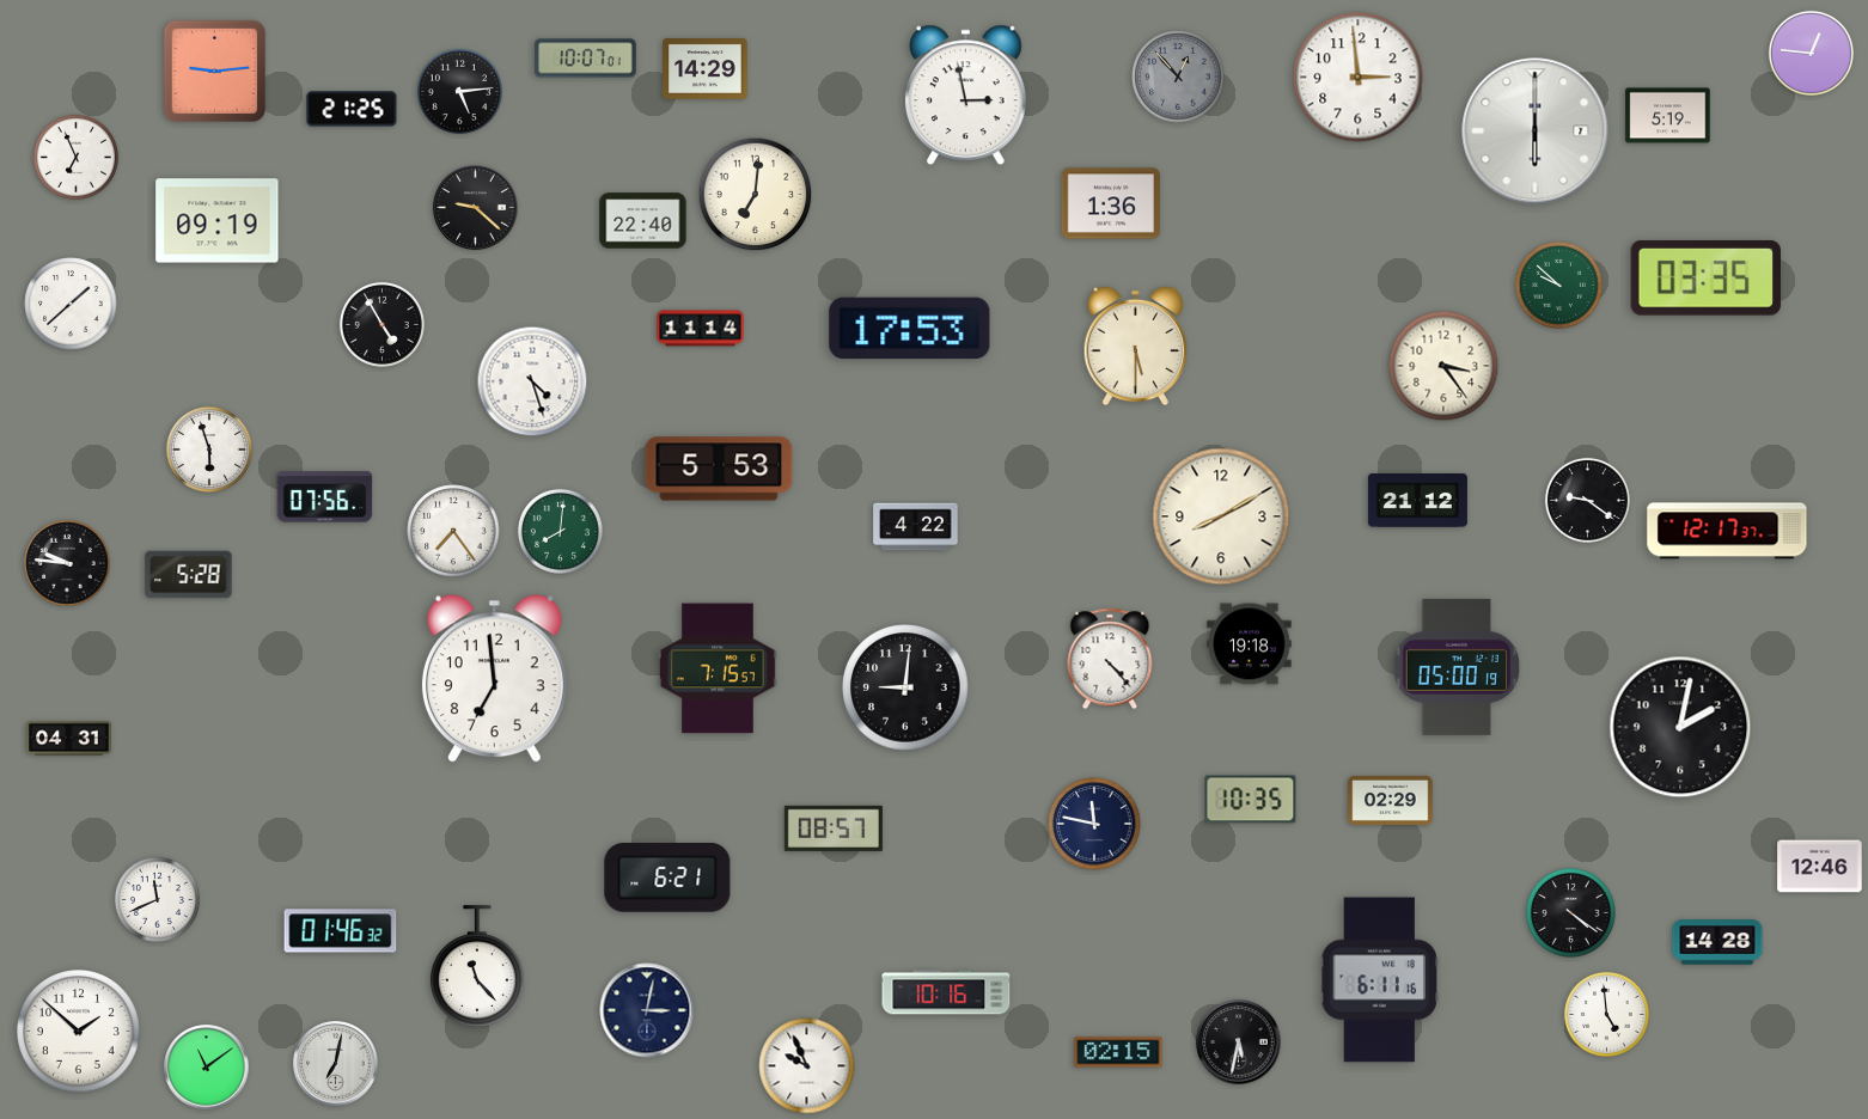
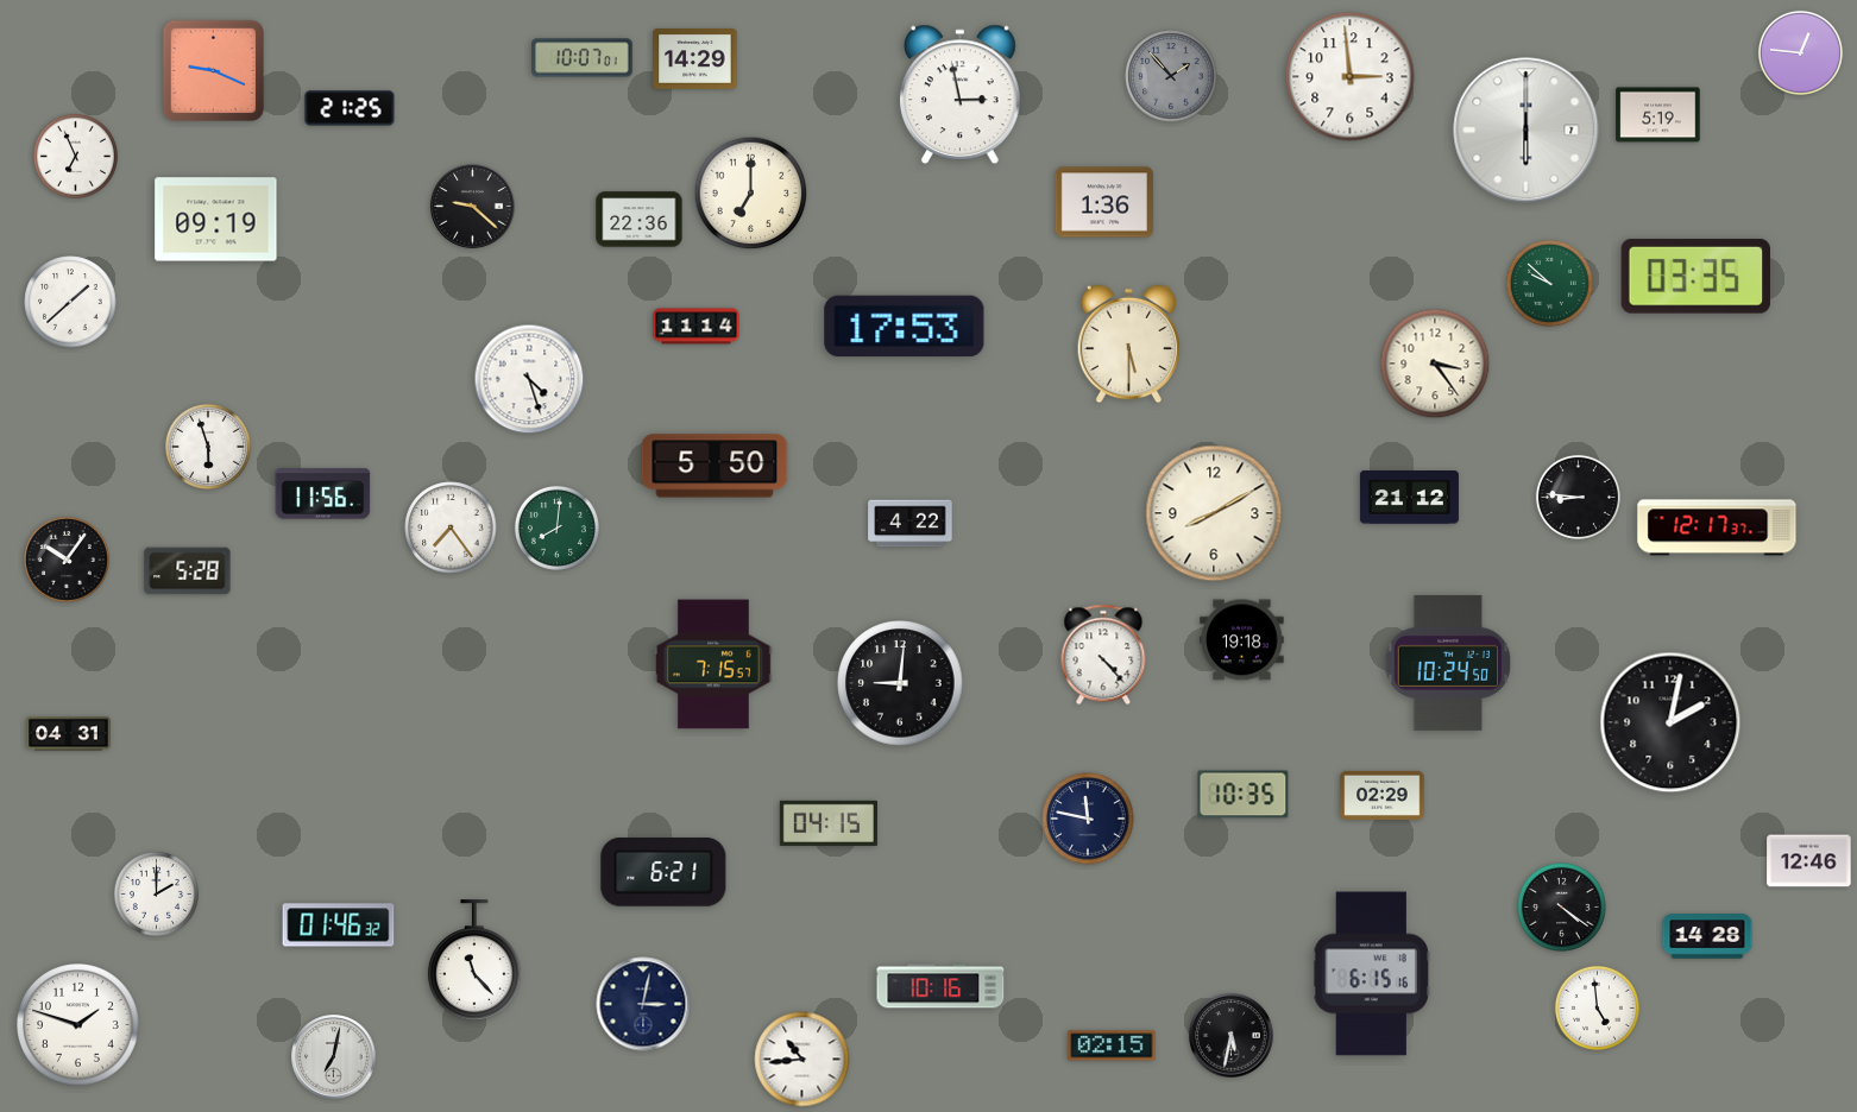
clock at (706, 69) position: (706, 69) -> (695, 59)
clock at (214, 71): 9:14 -> 9:19
clock at (1178, 77): 12:53 -> 1:53
clock at (459, 91): 5:14 -> none
clock at (756, 195): 7:01 -> 7:00
clock at (643, 221): 22:40 -> 22:36
clock at (381, 324): 4:55 -> none
clock at (719, 469): 5:53 -> 5:50
clock at (325, 497): 07:56 -> 11:56
clock at (1587, 500): 9:21 -> 8:46
clock at (67, 563): 9:46 -> 10:06
clock at (1455, 667): 05:00 -> 10:24
clock at (494, 679): 6:59 -> none
clock at (834, 828): 08:57 -> 04:15
clock at (157, 899): 11:41 -> 2:00
clock at (1379, 980): 6:11 -> 6:15
clock at (79, 1032): 1:52 -> 1:48
clock at (807, 1066): 9:56 -> 10:44
clock at (207, 1068): 11:09 -> none
